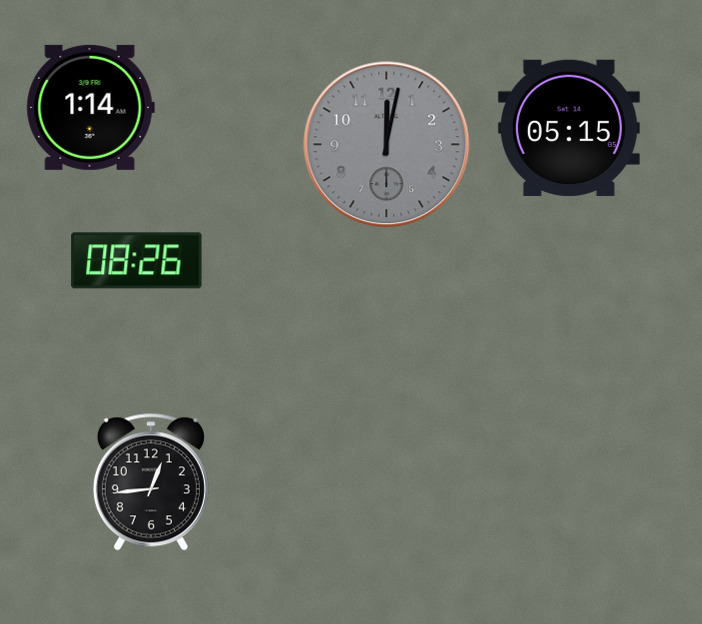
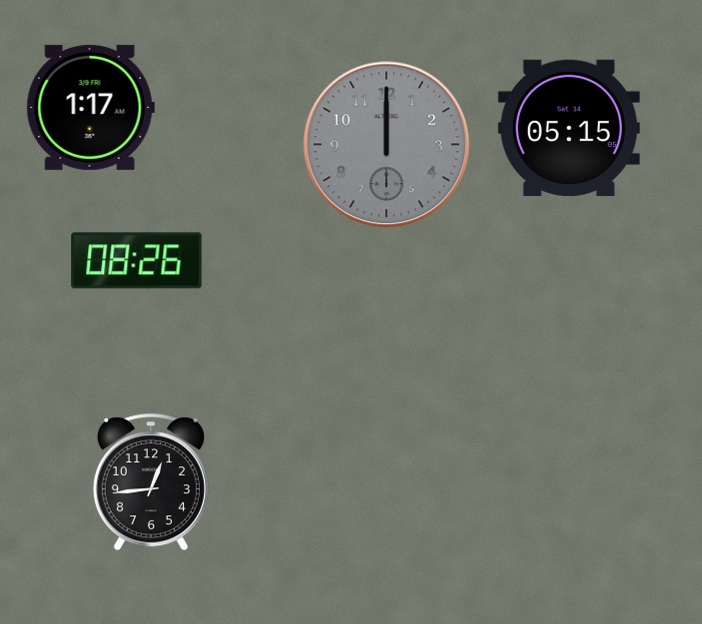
clock at (90, 107): 1:14 -> 1:17
clock at (387, 145): 12:02 -> 12:00
